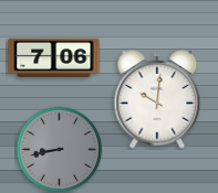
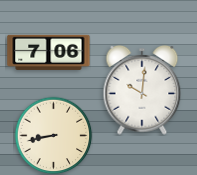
clock at (59, 149) dial: grey -> cream
